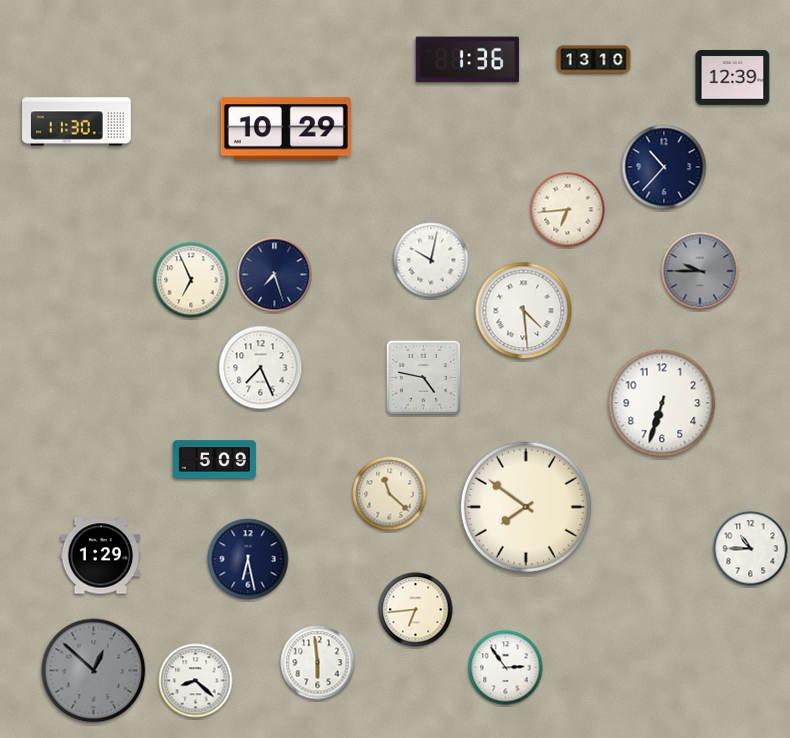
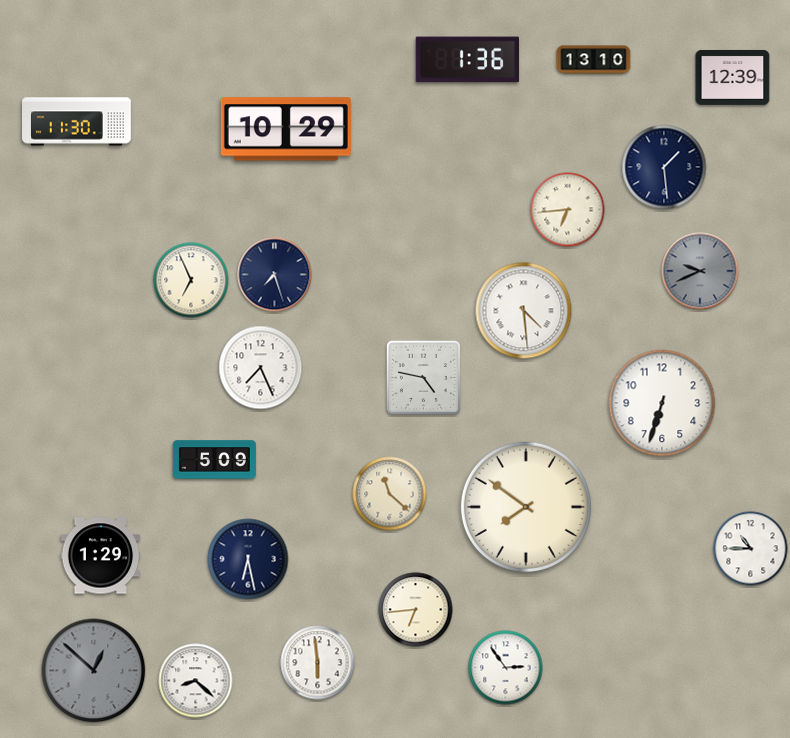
clock at (664, 167): 10:37 -> 1:29
clock at (431, 260): 10:02 -> none
clock at (700, 271): 9:45 -> 9:41
